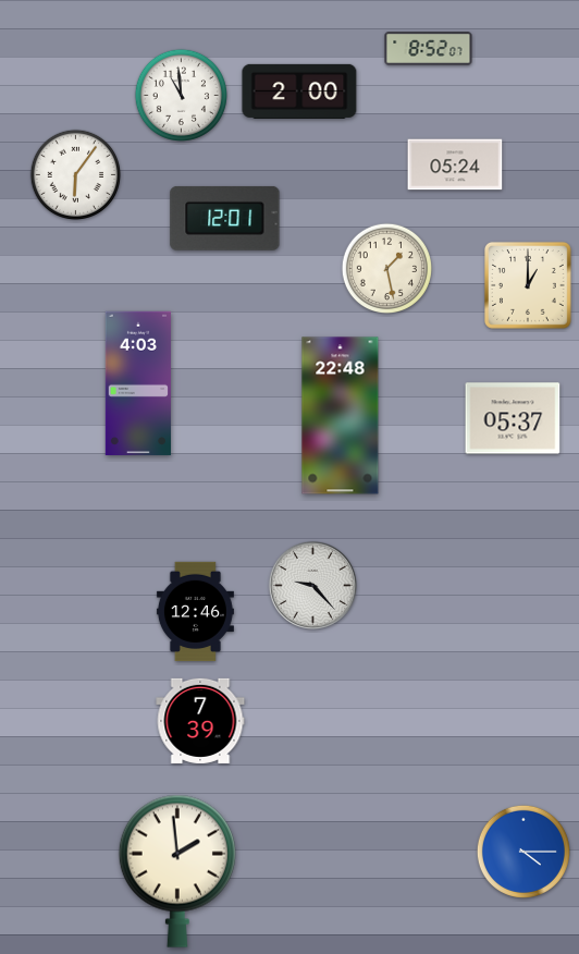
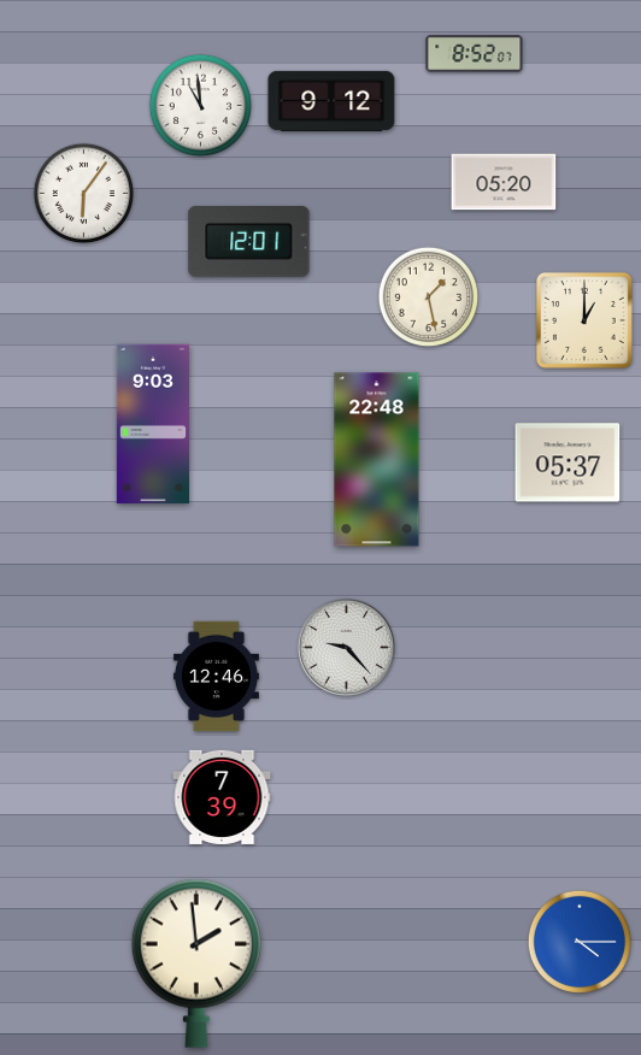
clock at (299, 91): 2:00 -> 9:12
clock at (455, 164): 05:24 -> 05:20
clock at (528, 285) position: (528, 285) -> (584, 320)
clock at (137, 383): 4:03 -> 9:03
